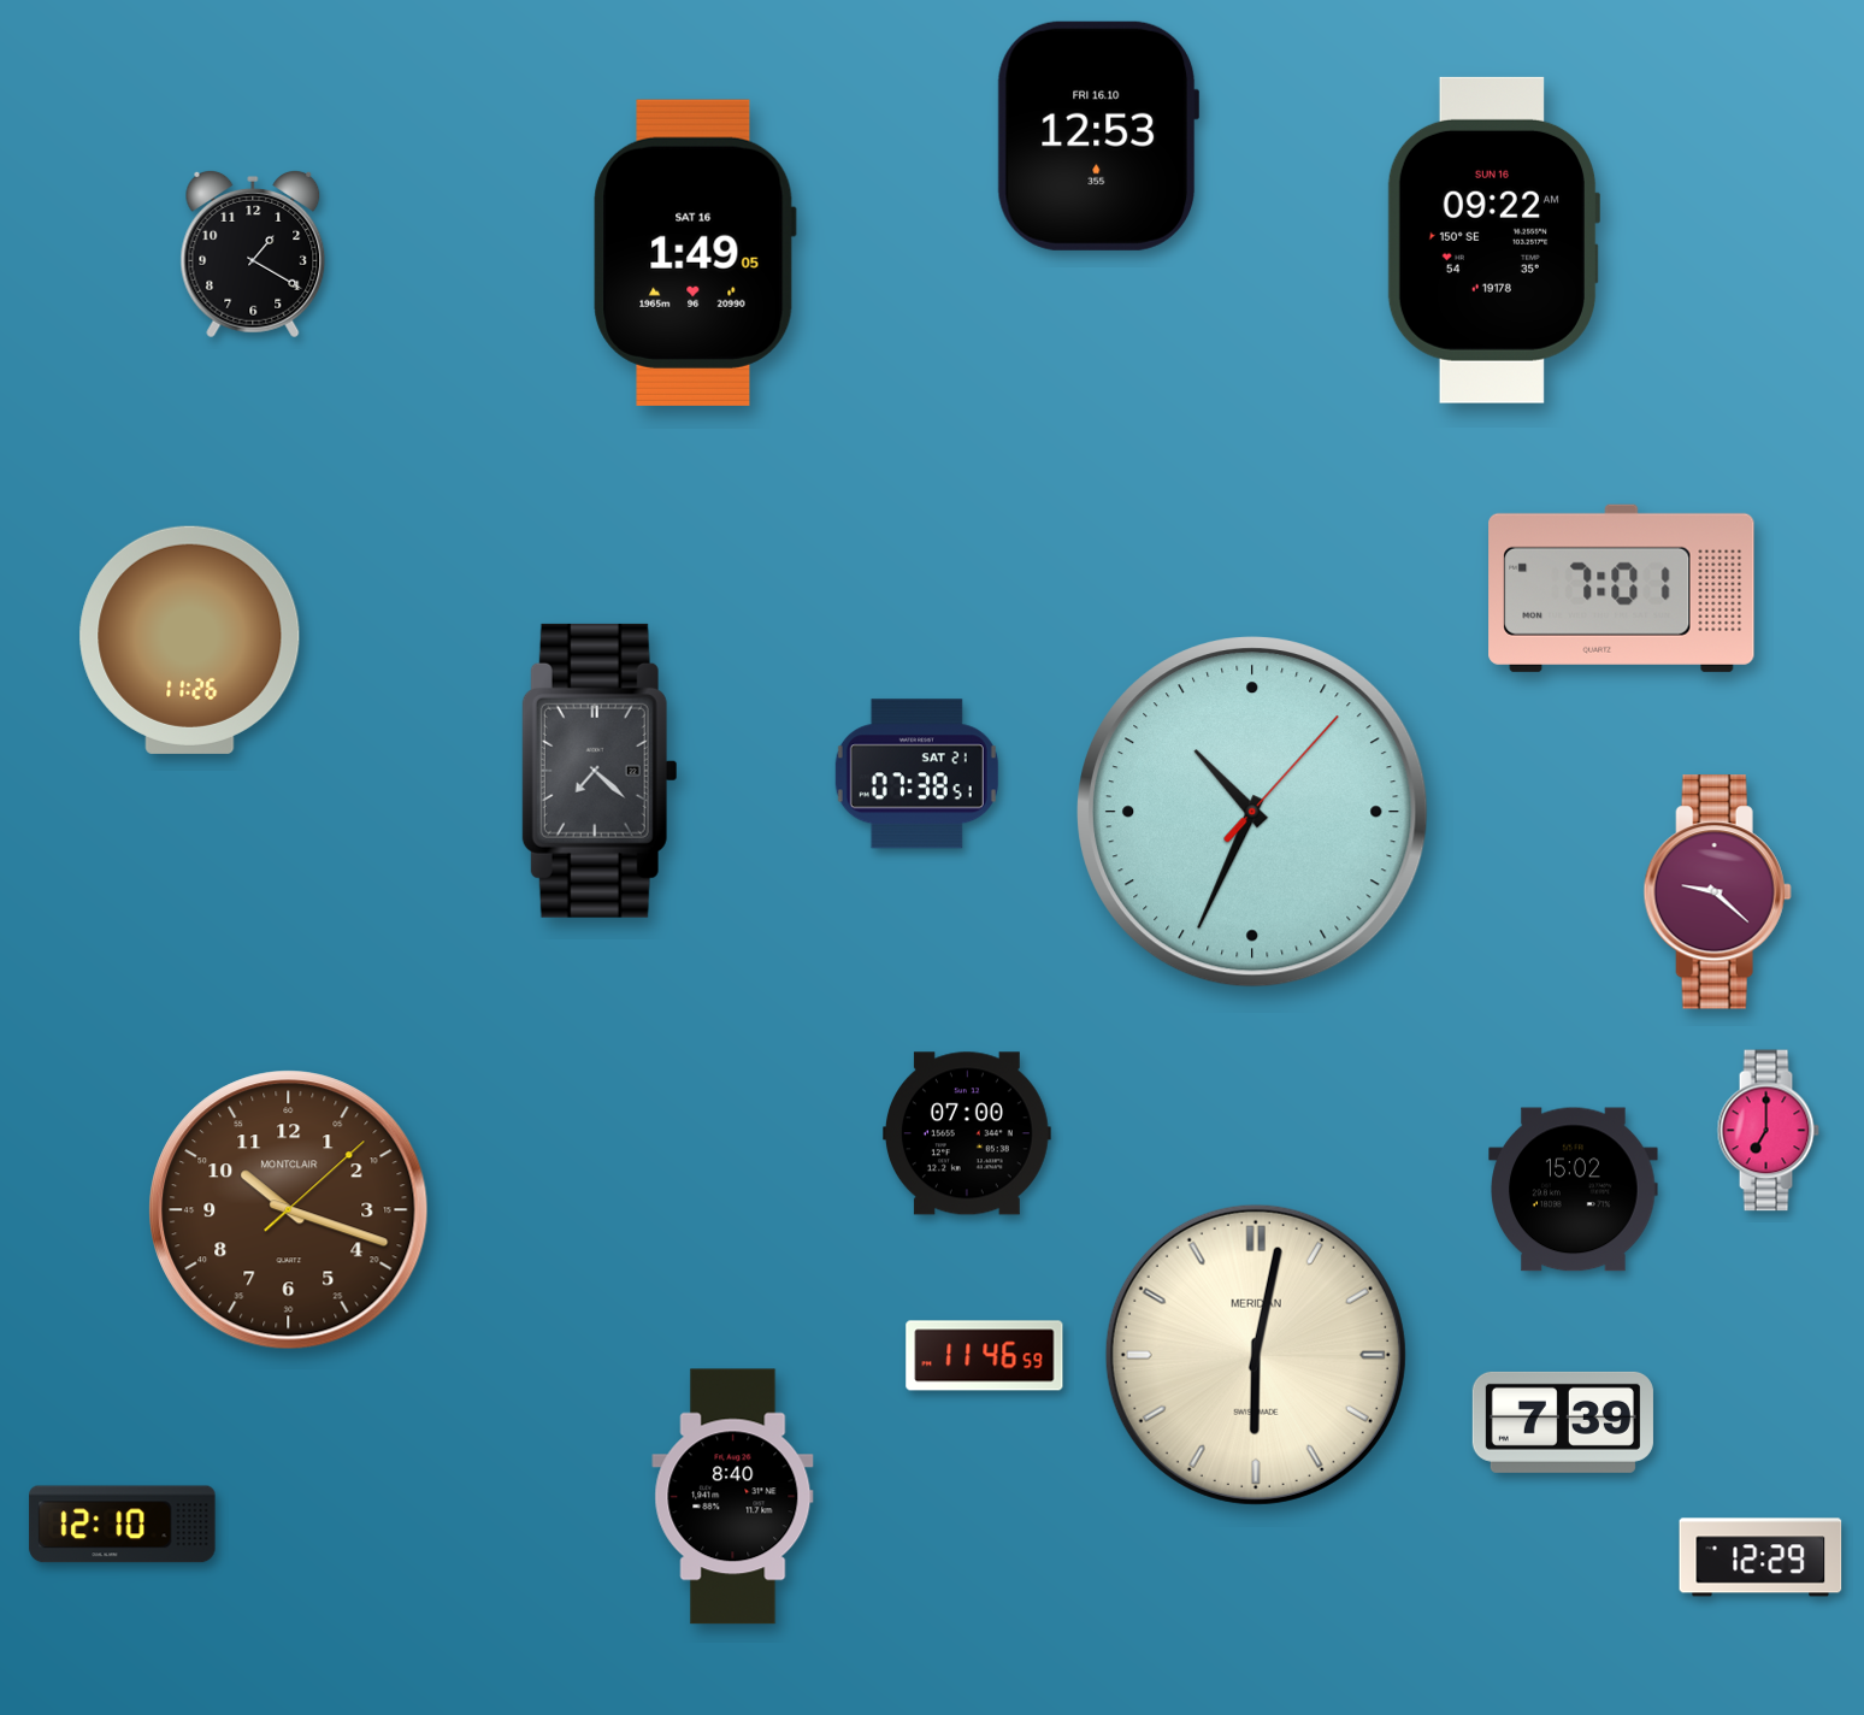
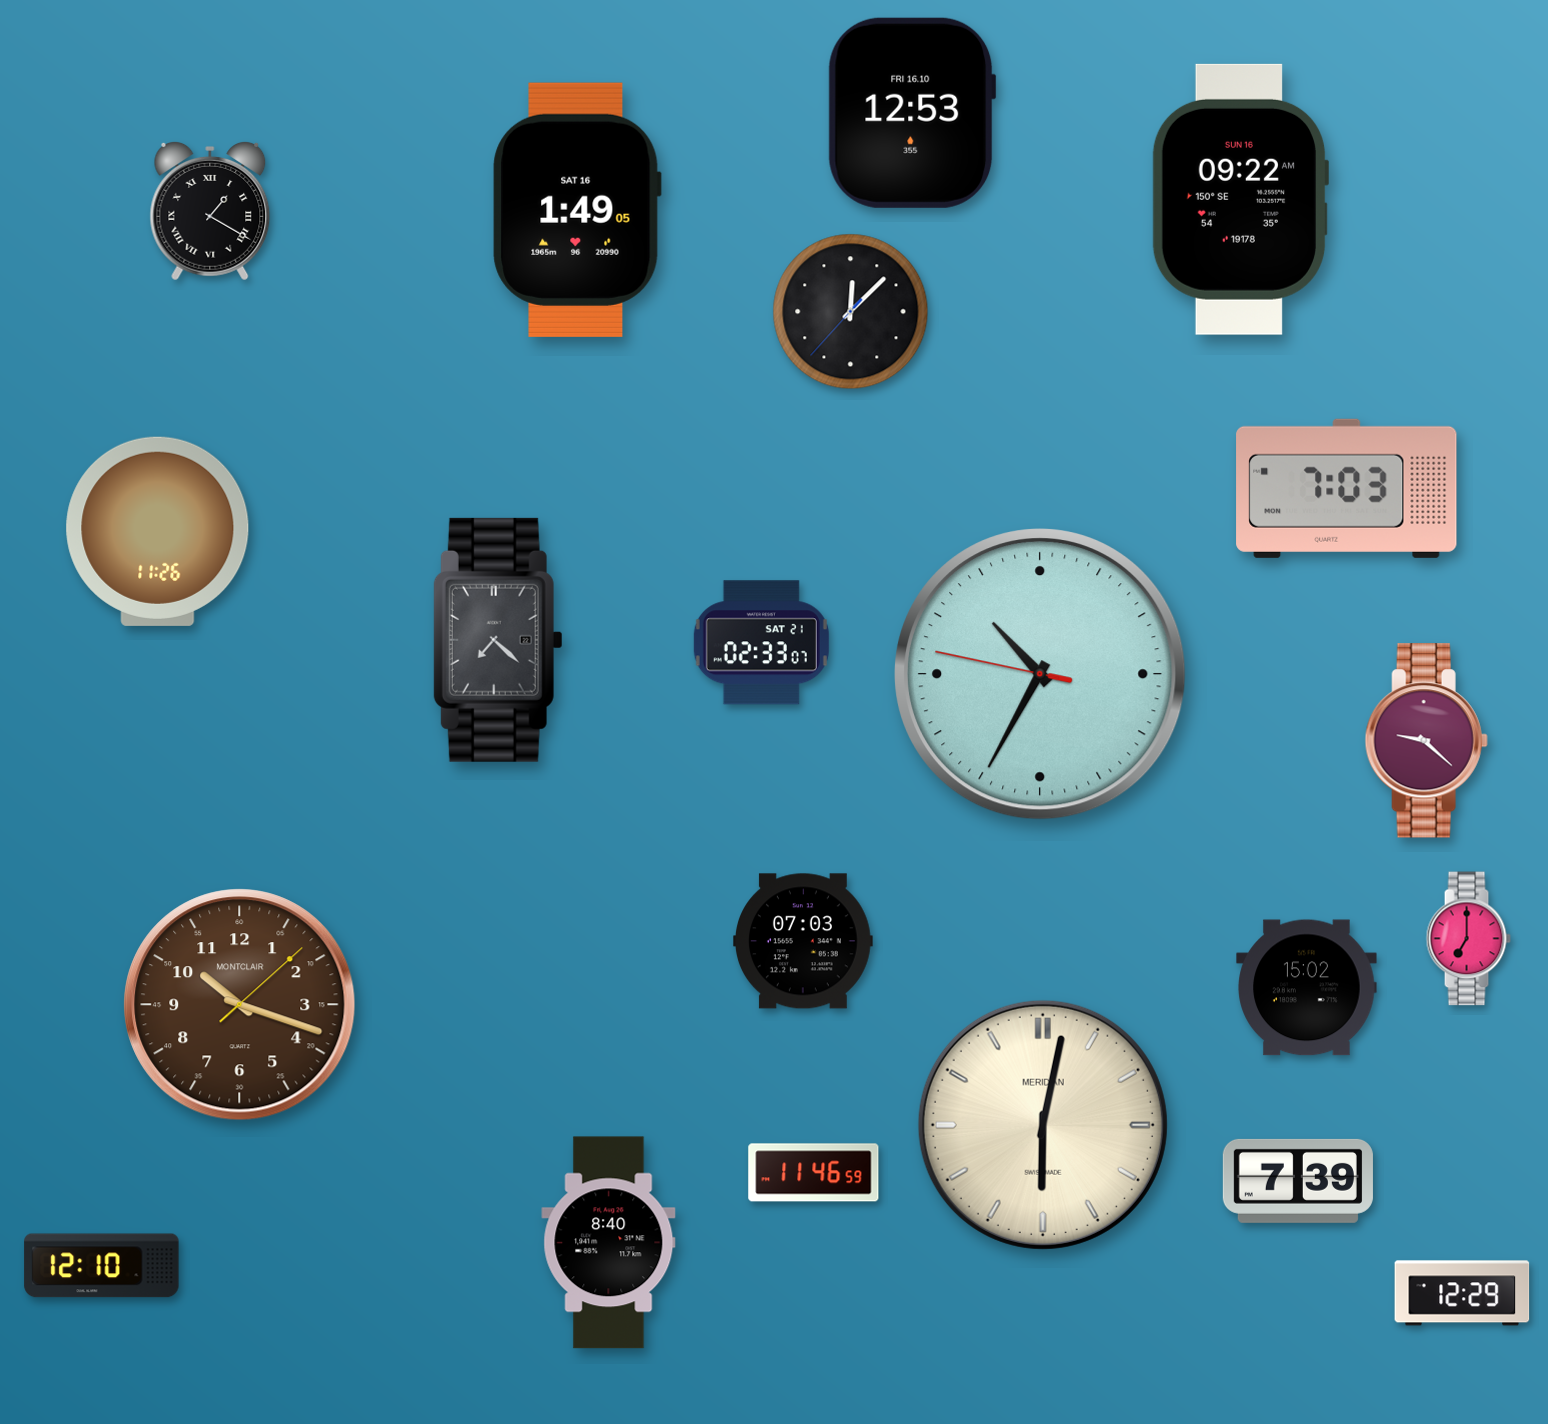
clock at (253, 254) numerals: Arabic -> Roman
clock at (851, 312): none -> 12:07
clock at (1622, 588): 7:01 -> 7:03
clock at (916, 774): 07:38 -> 02:33
clock at (1252, 812): 10:34:07 -> 10:34:47
clock at (968, 1133): 07:00 -> 07:03
clock at (985, 1356) position: (985, 1356) -> (814, 1173)
